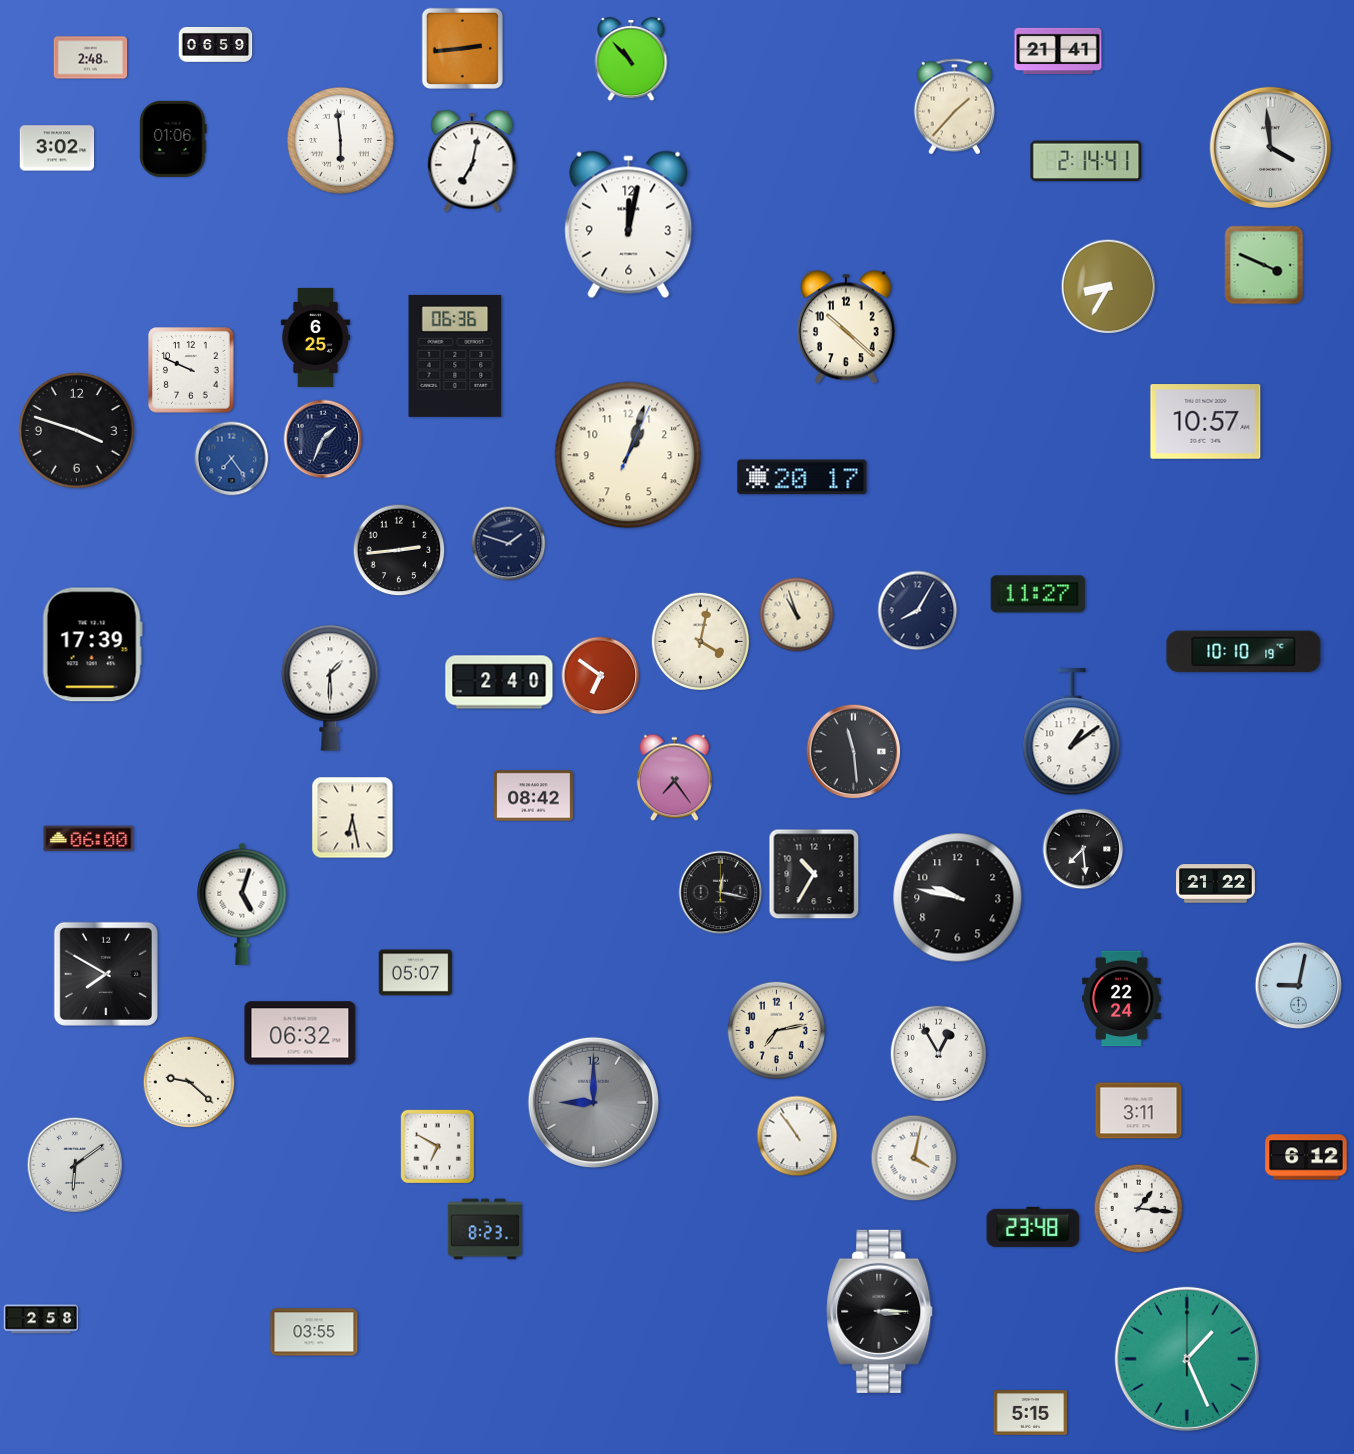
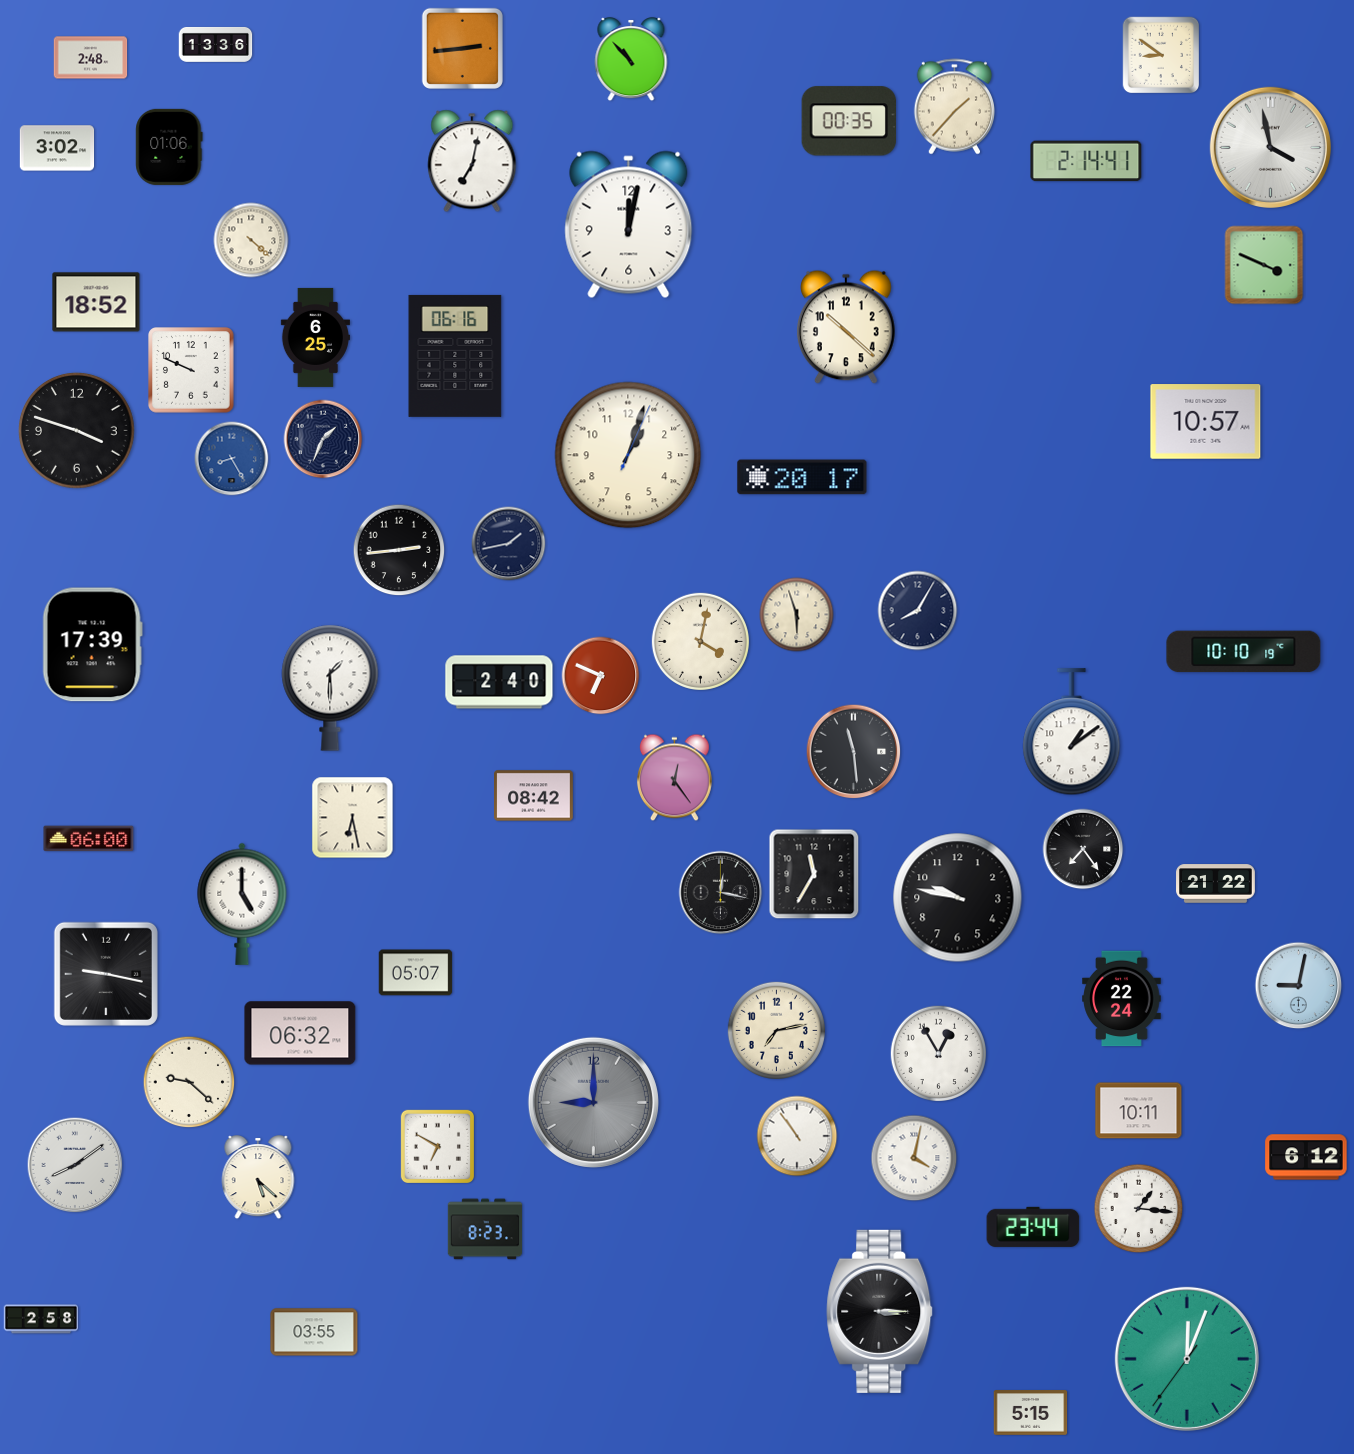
clock at (216, 44): 06:59 -> 13:36
clock at (1058, 51): 21:41 -> none
clock at (1161, 55): none -> 8:51
clock at (848, 121): none -> 00:35
clock at (173, 139) position: (173, 139) -> (169, 147)
clock at (340, 140): 5:59 -> none
clock at (1270, 147): 3:59 -> 3:58
clock at (251, 240): none -> 4:22
clock at (1109, 287): 8:35 -> none
clock at (96, 302): none -> 18:52
clock at (455, 356): 06:36 -> 06:16
clock at (232, 459): 7:24 -> 8:25
clock at (509, 544): 1:48 -> 1:43
clock at (1038, 594): 11:27 -> none
clock at (797, 615): 10:57 -> 5:57
clock at (601, 676): 6:51 -> 6:49
clock at (674, 778): 7:24 -> 12:24
clock at (1083, 849): 7:29 -> 7:24
clock at (814, 874): 10:35 -> 11:35
clock at (242, 904): 5:03 -> 5:00
clock at (106, 974): 7:50 -> 9:17
clock at (1139, 1111): 3:11 -> 10:11
clock at (75, 1165): 6:09 -> 8:09
clock at (258, 1178): none -> 5:22
clock at (1033, 1227): 23:48 -> 23:44
clock at (1187, 1359): 1:26 -> 12:03
